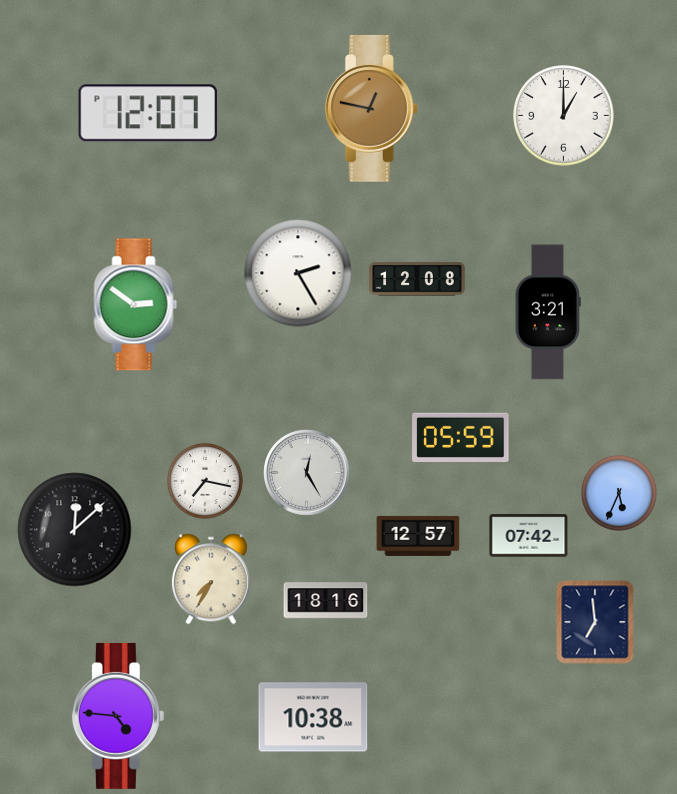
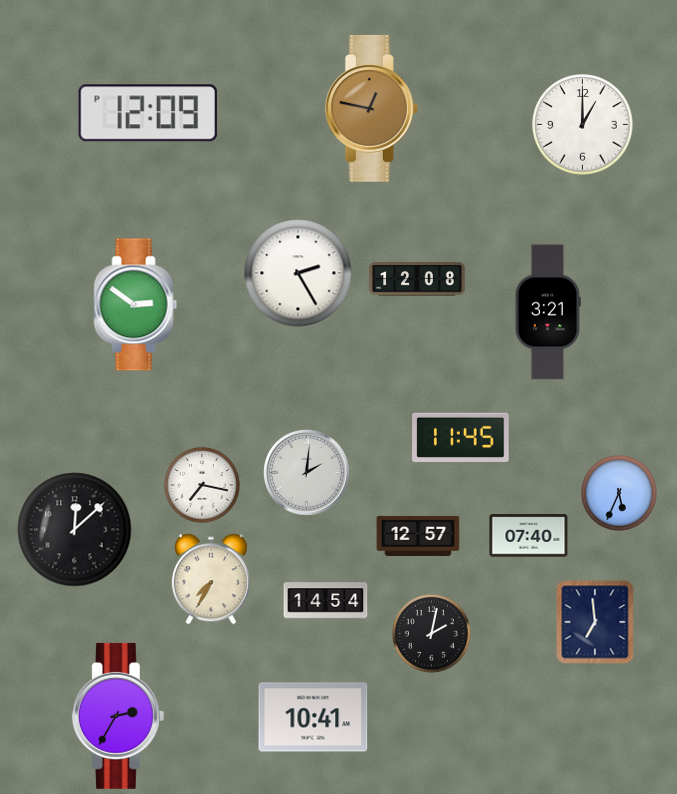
clock at (148, 113): 12:07 -> 12:09
clock at (564, 116) position: (564, 116) -> (583, 125)
clock at (461, 437): 05:59 -> 11:45
clock at (307, 473): 12:25 -> 2:01
clock at (205, 481) position: (205, 481) -> (202, 485)
clock at (529, 536): 07:42 -> 07:40
clock at (326, 601): 18:16 -> 14:54
clock at (431, 633): none -> 2:02
clock at (118, 716): 4:46 -> 2:35
clock at (313, 717): 10:38 -> 10:41
